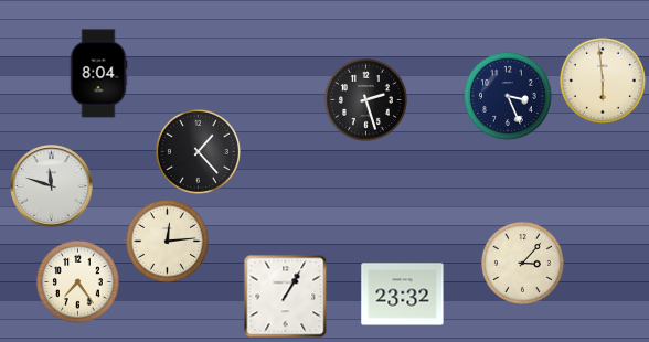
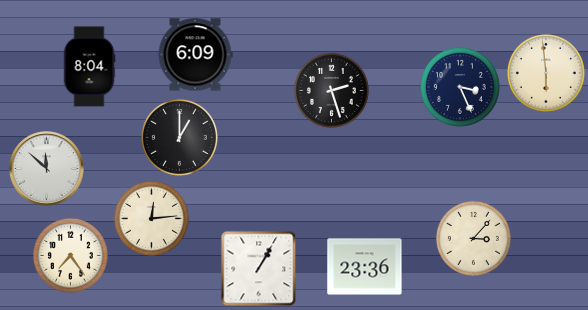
clock at (195, 55): none -> 6:09
clock at (198, 151): 1:23 -> 1:00
clock at (52, 186): 11:48 -> 11:52
clock at (403, 295): 23:32 -> 23:36
